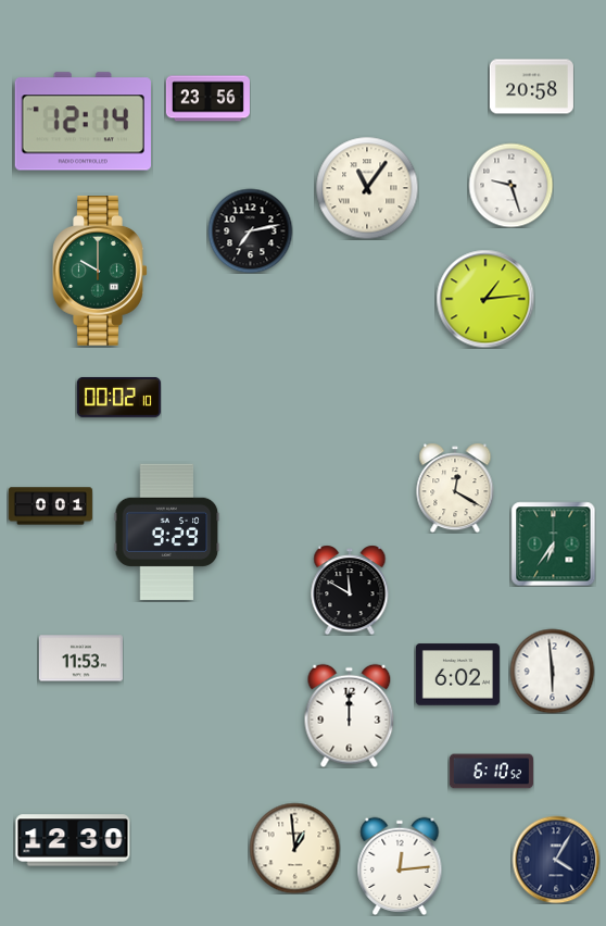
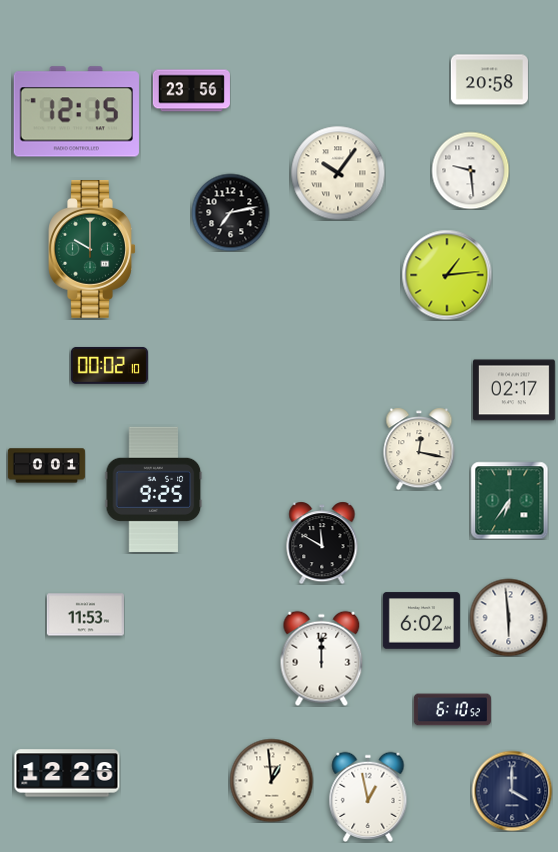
clock at (83, 122): 12:14 -> 12:15
clock at (510, 185): 9:27 -> 9:29
clock at (367, 188): 11:06 -> 10:06
clock at (514, 390): none -> 02:17
clock at (455, 488): 12:20 -> 12:17
clock at (167, 531): 9:29 -> 9:25
clock at (80, 659) position: (80, 659) -> (85, 615)
clock at (73, 840): 12:30 -> 12:26
clock at (556, 860): 4:05 -> 4:00
clock at (400, 866): 12:14 -> 12:58
